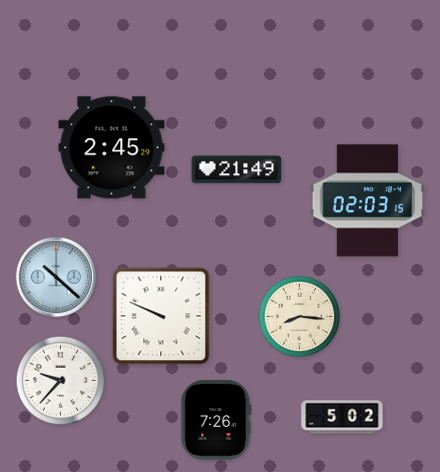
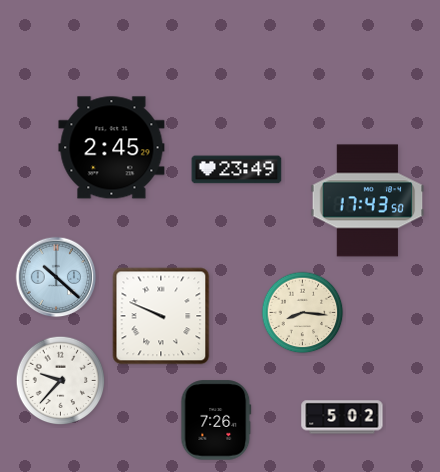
clock at (237, 170): 21:49 -> 23:49
clock at (368, 201): 02:03 -> 17:43
clock at (300, 317) position: (300, 317) -> (303, 313)
